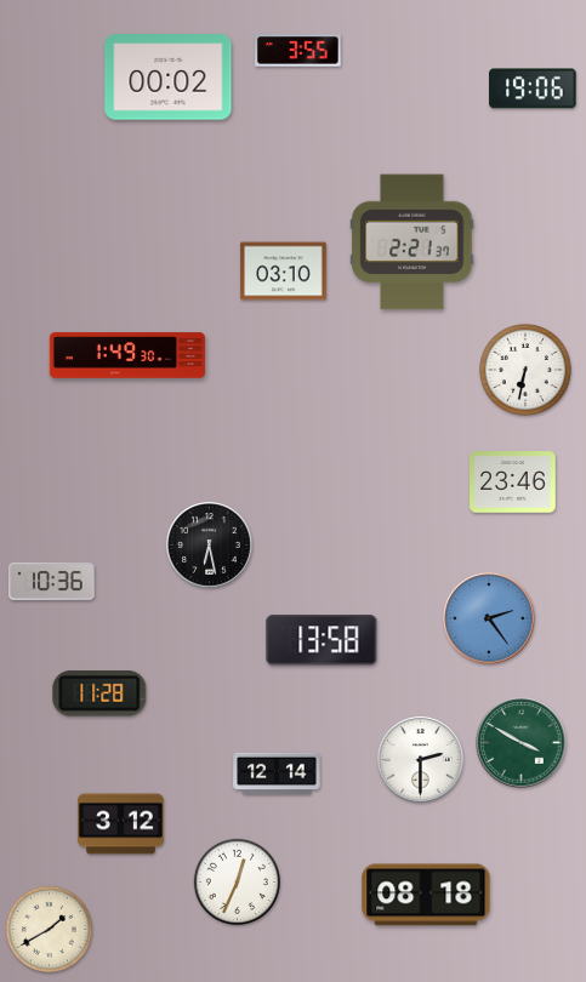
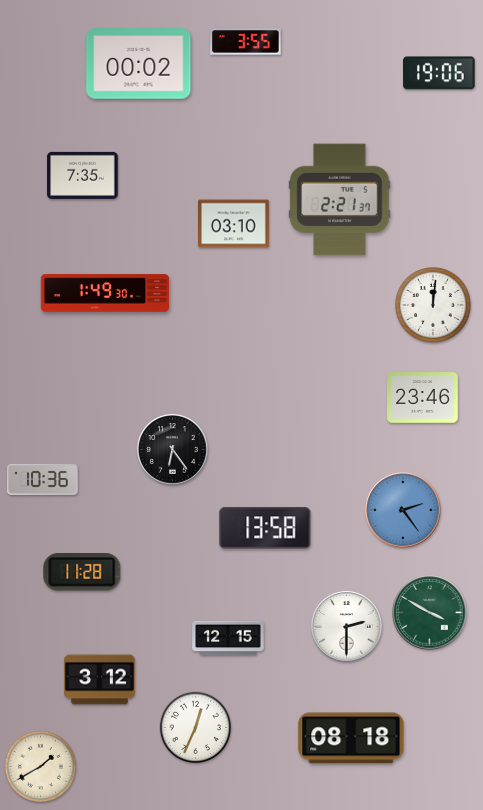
clock at (83, 175): none -> 7:35
clock at (527, 371): 6:32 -> 12:01
clock at (210, 546): 6:28 -> 6:24
clock at (277, 773): 12:14 -> 12:15
